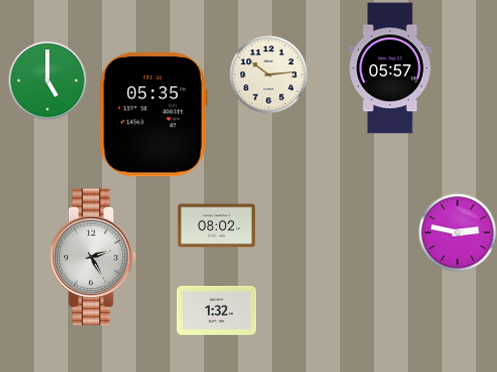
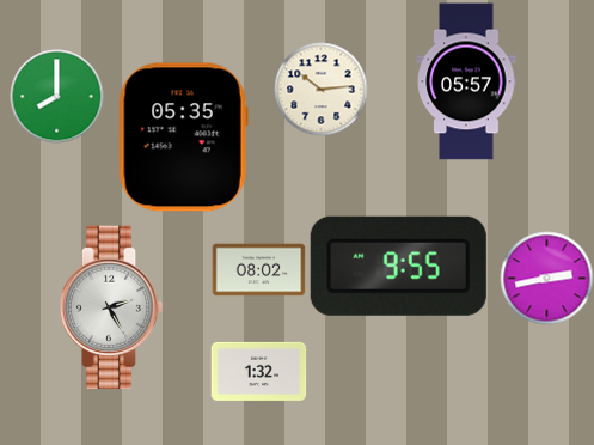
clock at (47, 80): 5:00 -> 8:00
clock at (398, 266): none -> 9:55
clock at (457, 232): 2:47 -> 2:43
